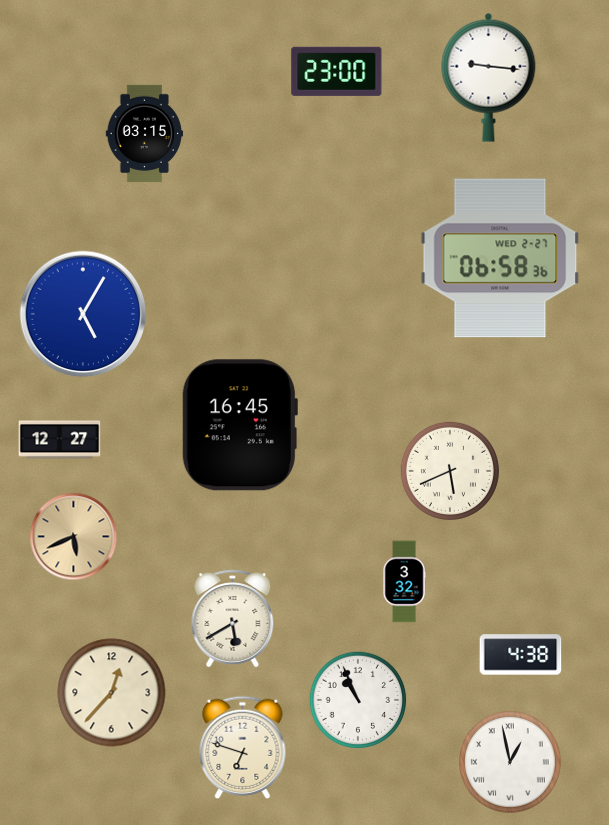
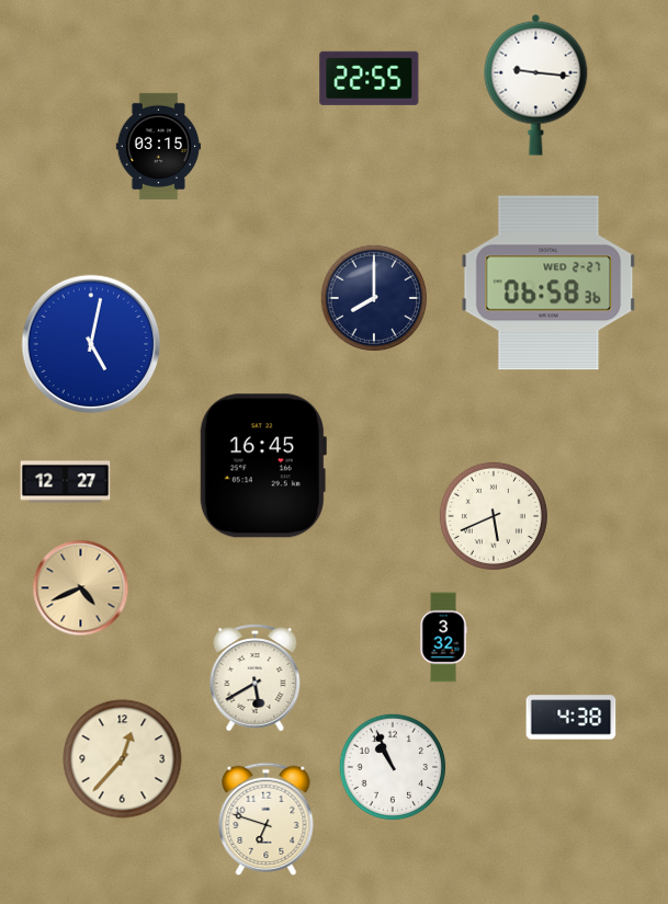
clock at (337, 71): 23:00 -> 22:55
clock at (374, 298): none -> 8:00
clock at (83, 314): 5:05 -> 5:02
clock at (74, 537): 5:41 -> 4:41
clock at (511, 763): 12:58 -> none
